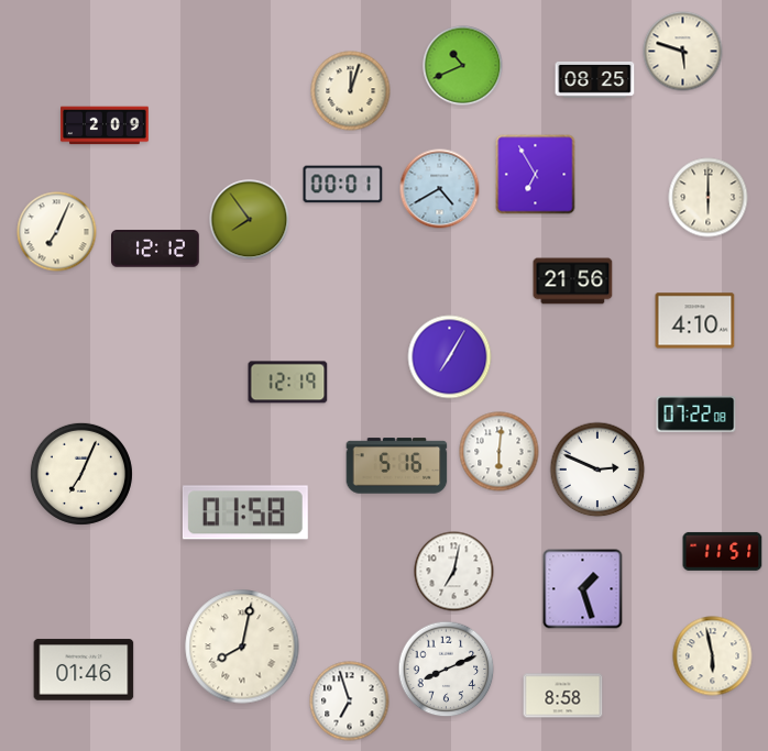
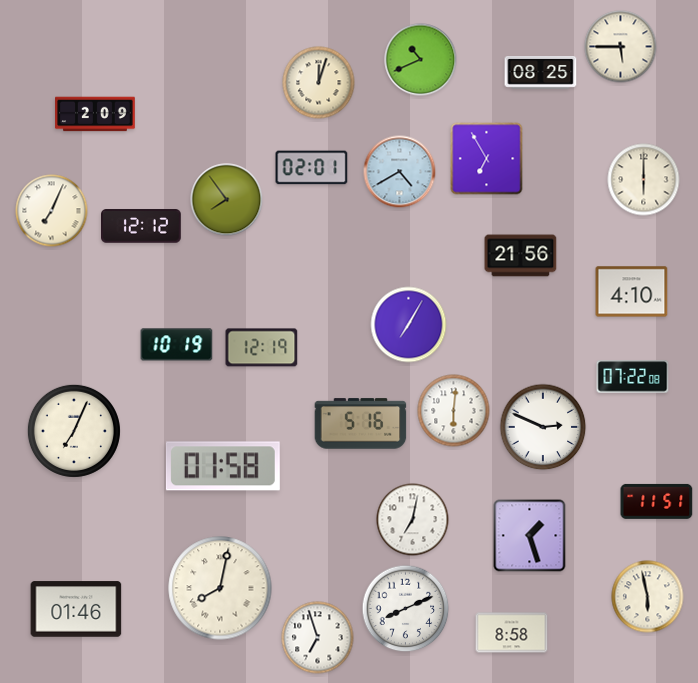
clock at (683, 52): 5:48 -> 5:45
clock at (343, 185): 00:01 -> 02:01
clock at (177, 345): none -> 10:19
